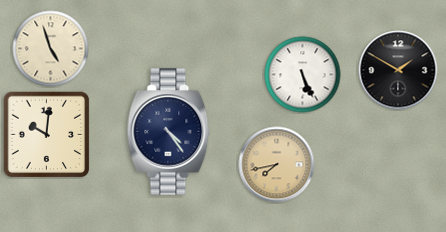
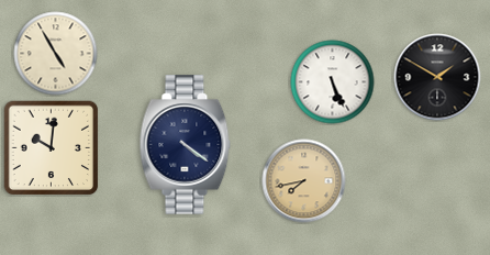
clock at (51, 49): 4:57 -> 4:55
clock at (169, 132): 4:24 -> 4:21
